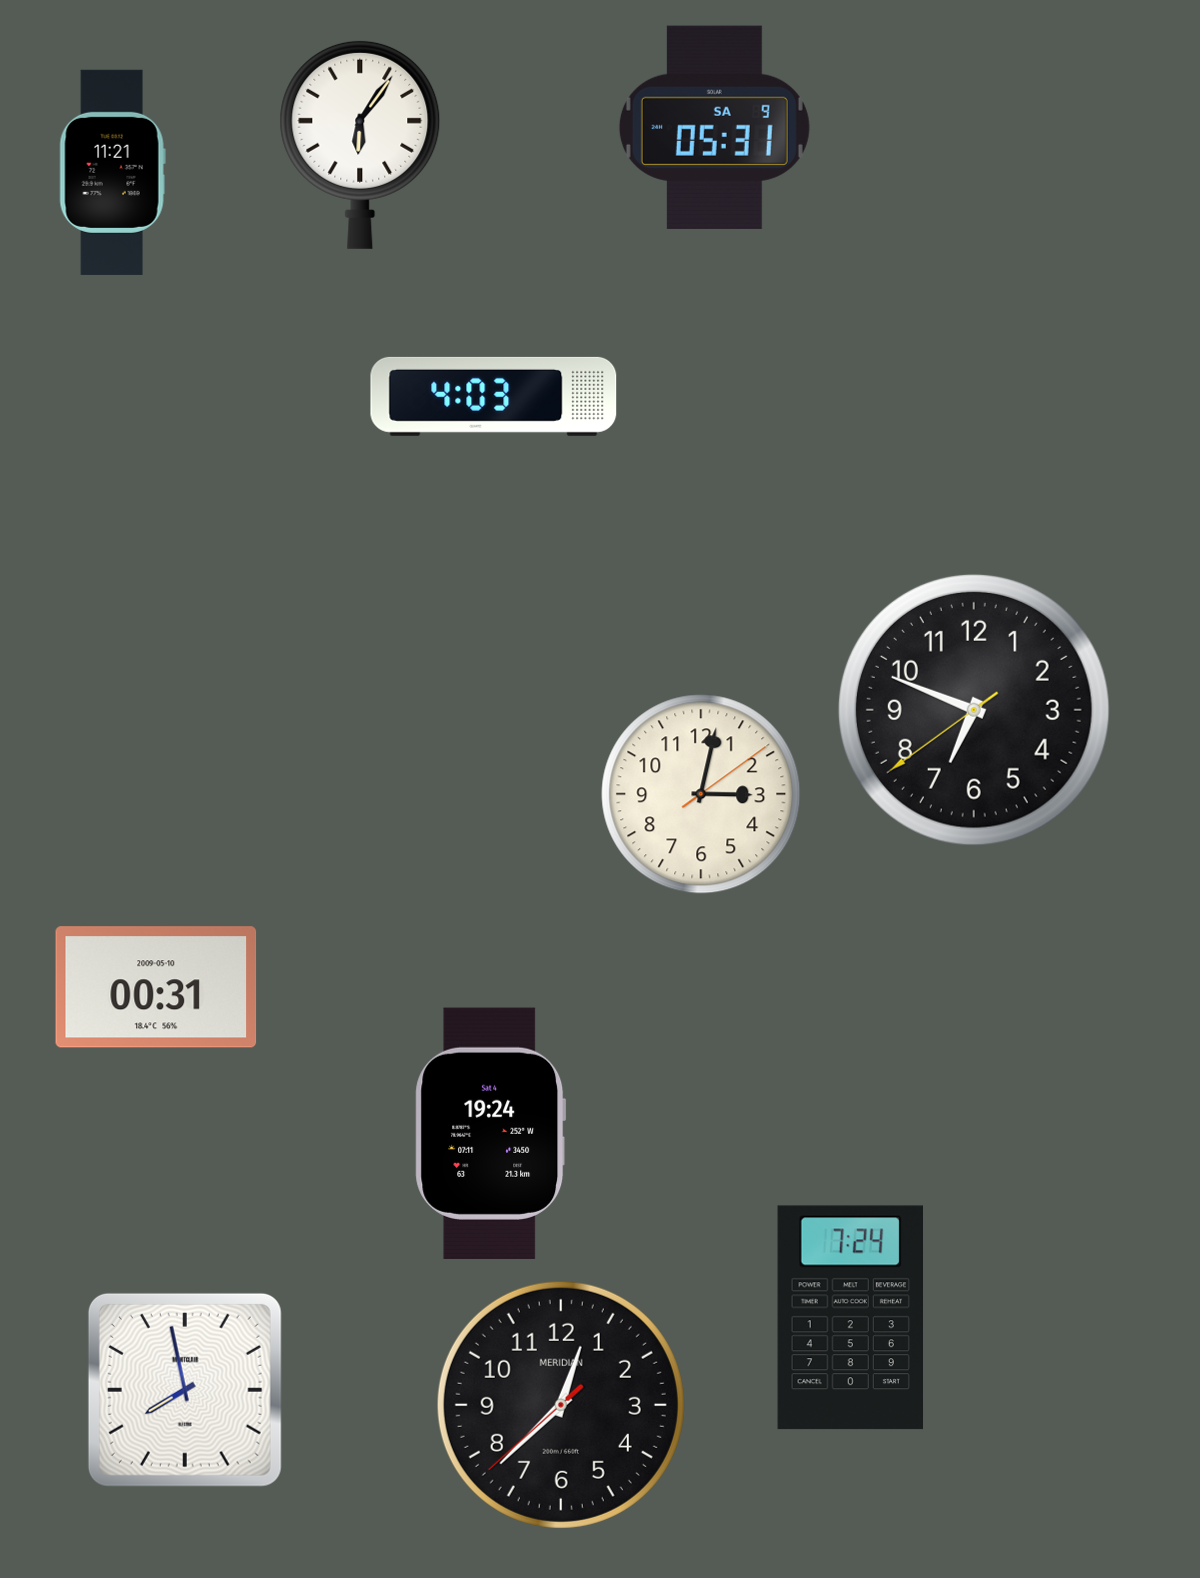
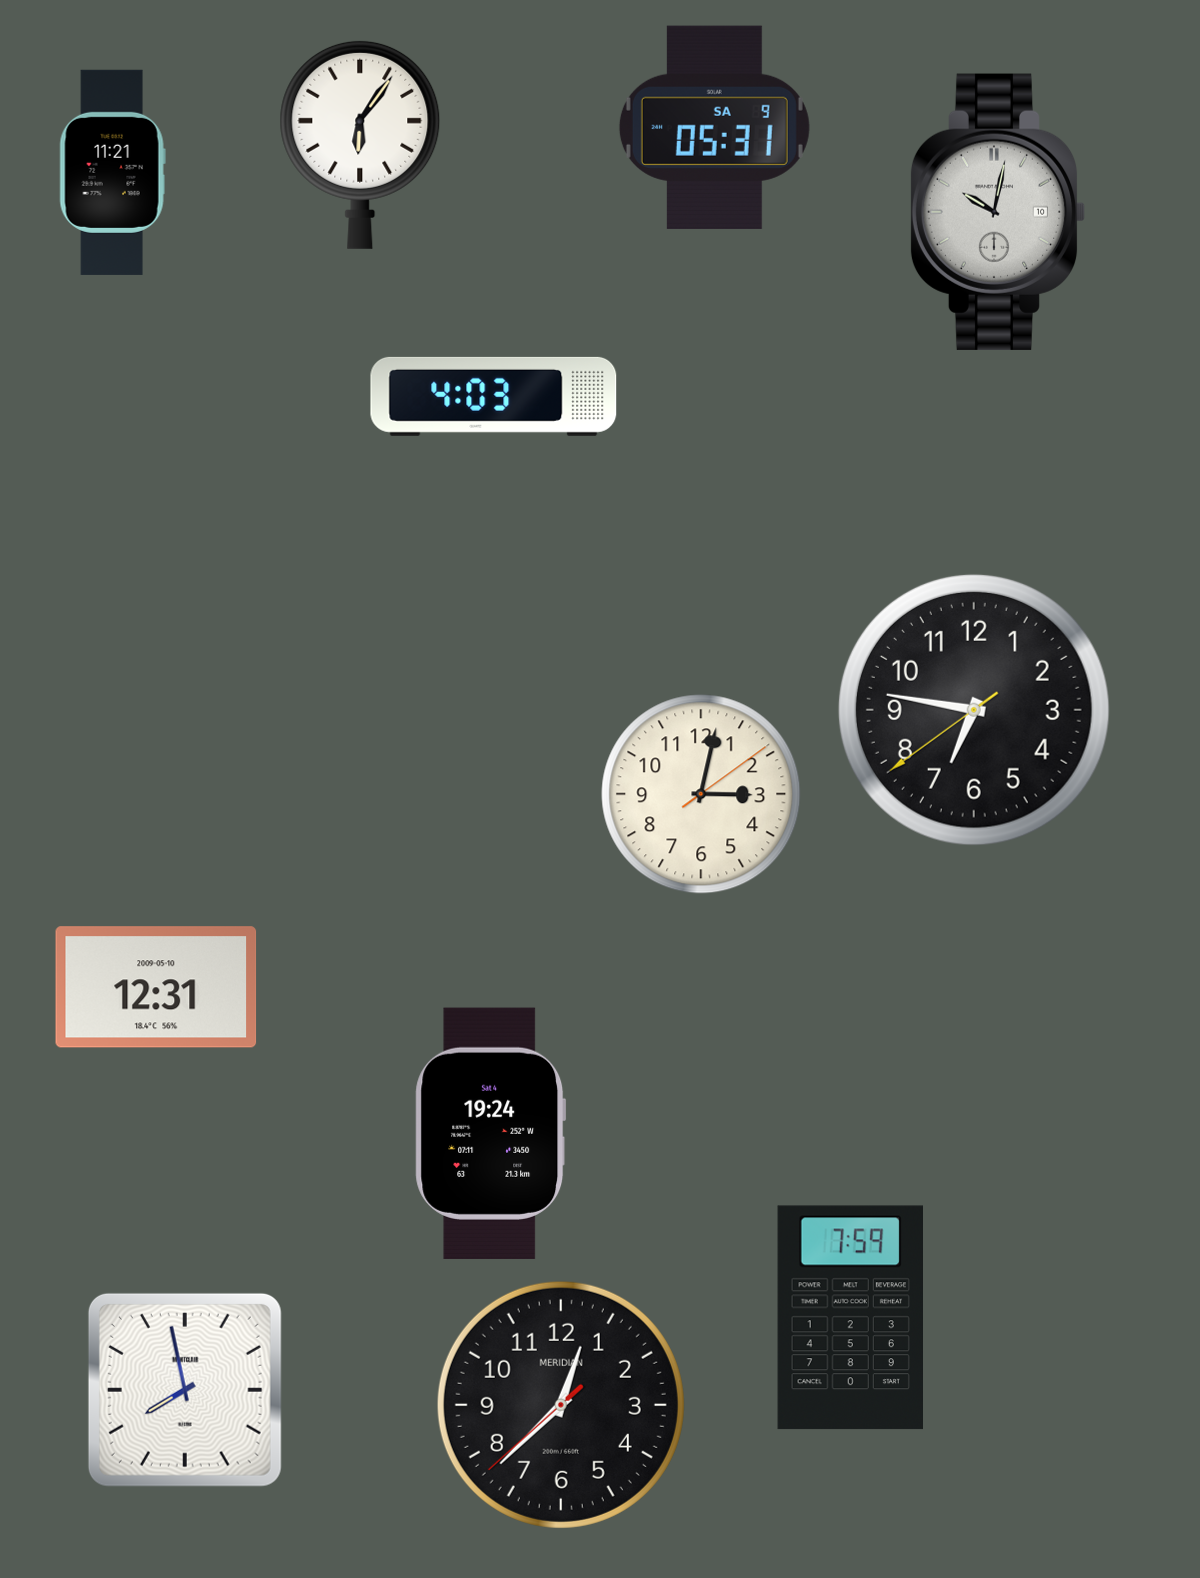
clock at (998, 212): none -> 10:02
clock at (974, 710): 6:48 -> 6:46
clock at (156, 987): 00:31 -> 12:31
clock at (850, 1318): 7:24 -> 7:59
